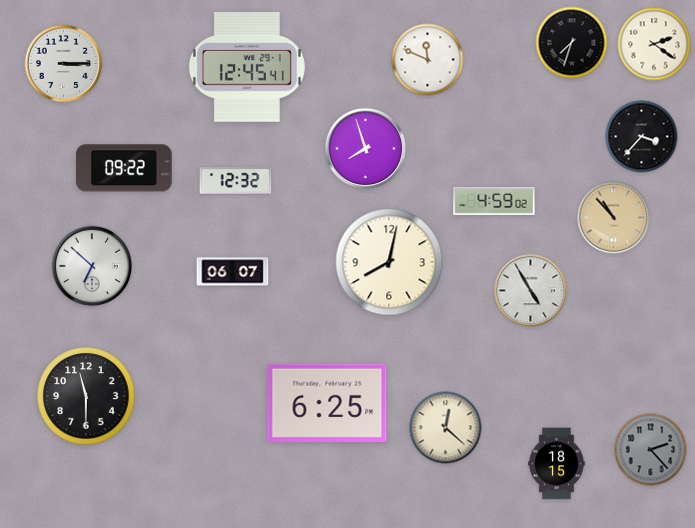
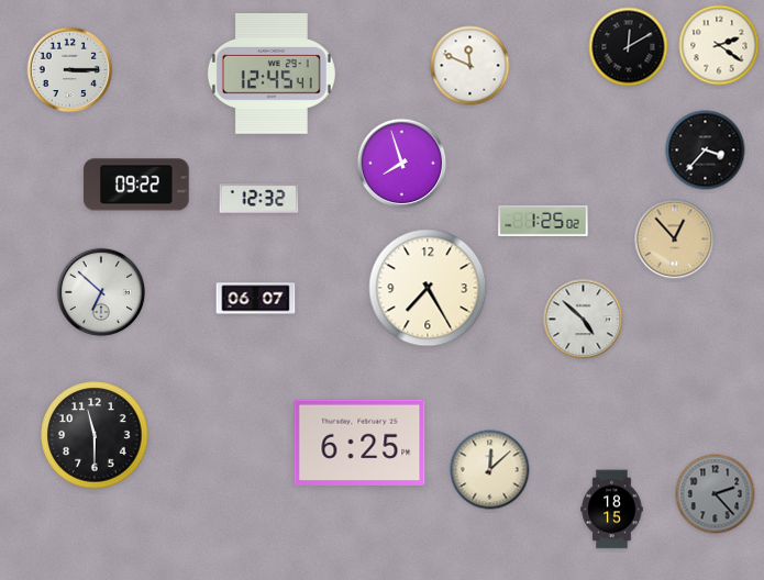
clock at (572, 43): 7:33 -> 12:10
clock at (654, 44) position: (654, 44) -> (719, 45)
clock at (494, 201): 4:59 -> 1:25
clock at (614, 218): 10:53 -> 12:53
clock at (389, 262): 8:02 -> 7:25
clock at (531, 291): 4:55 -> 4:52
clock at (446, 428): 12:22 -> 12:08
